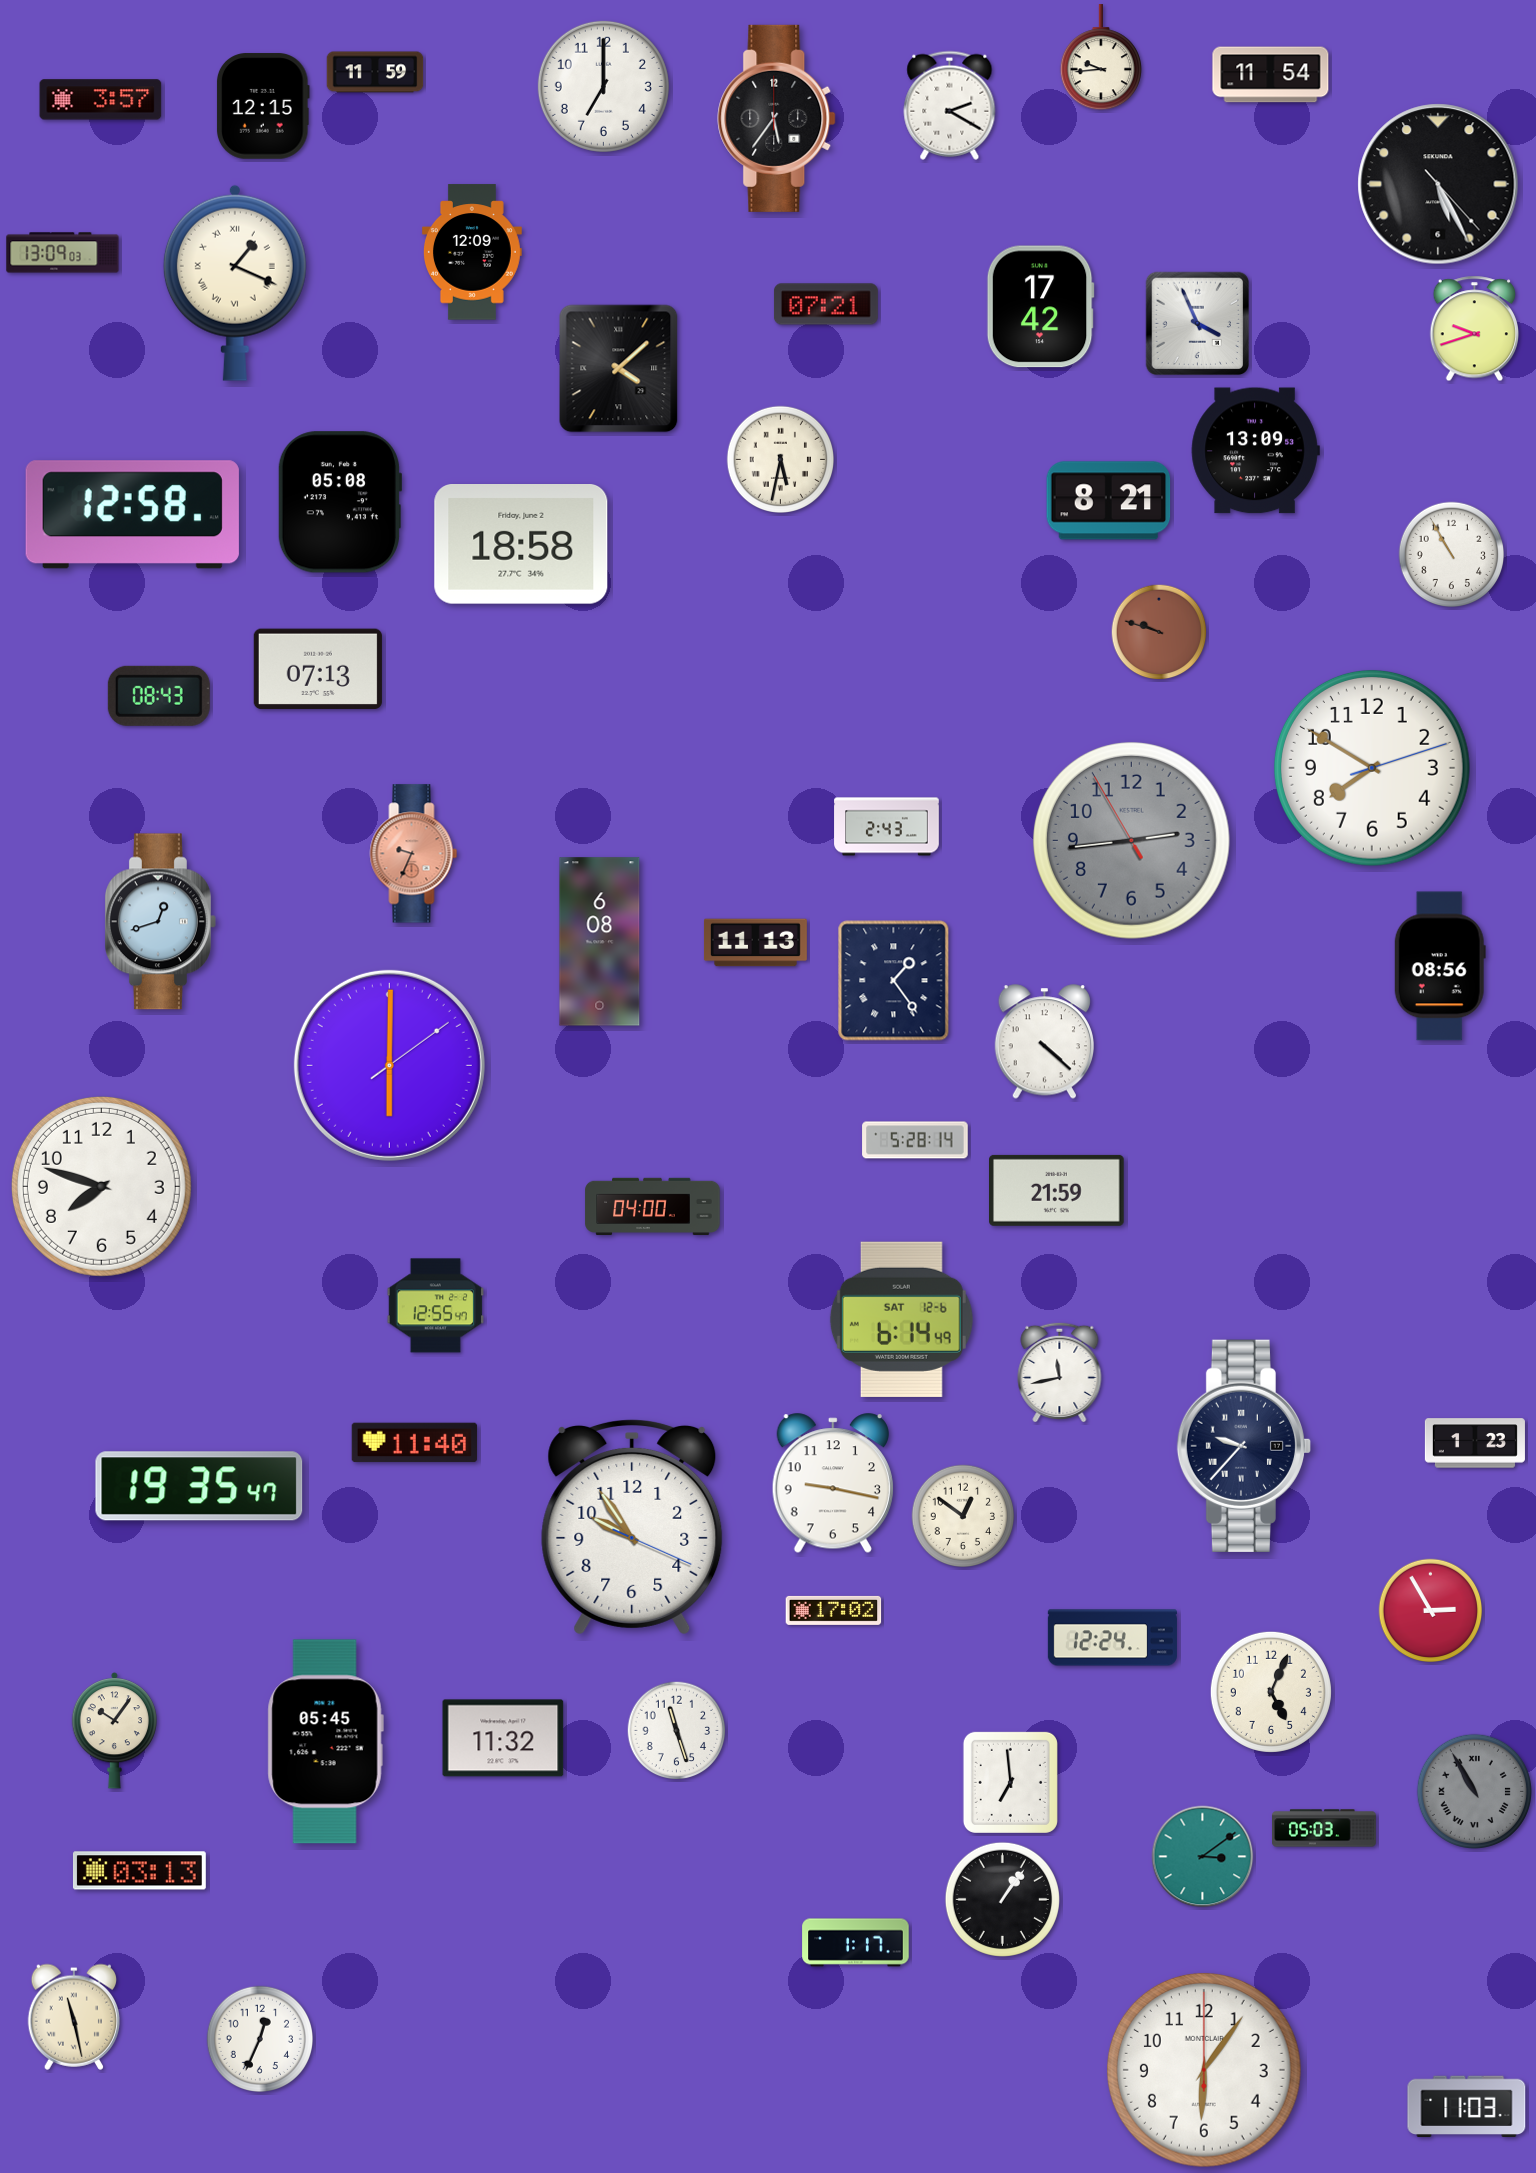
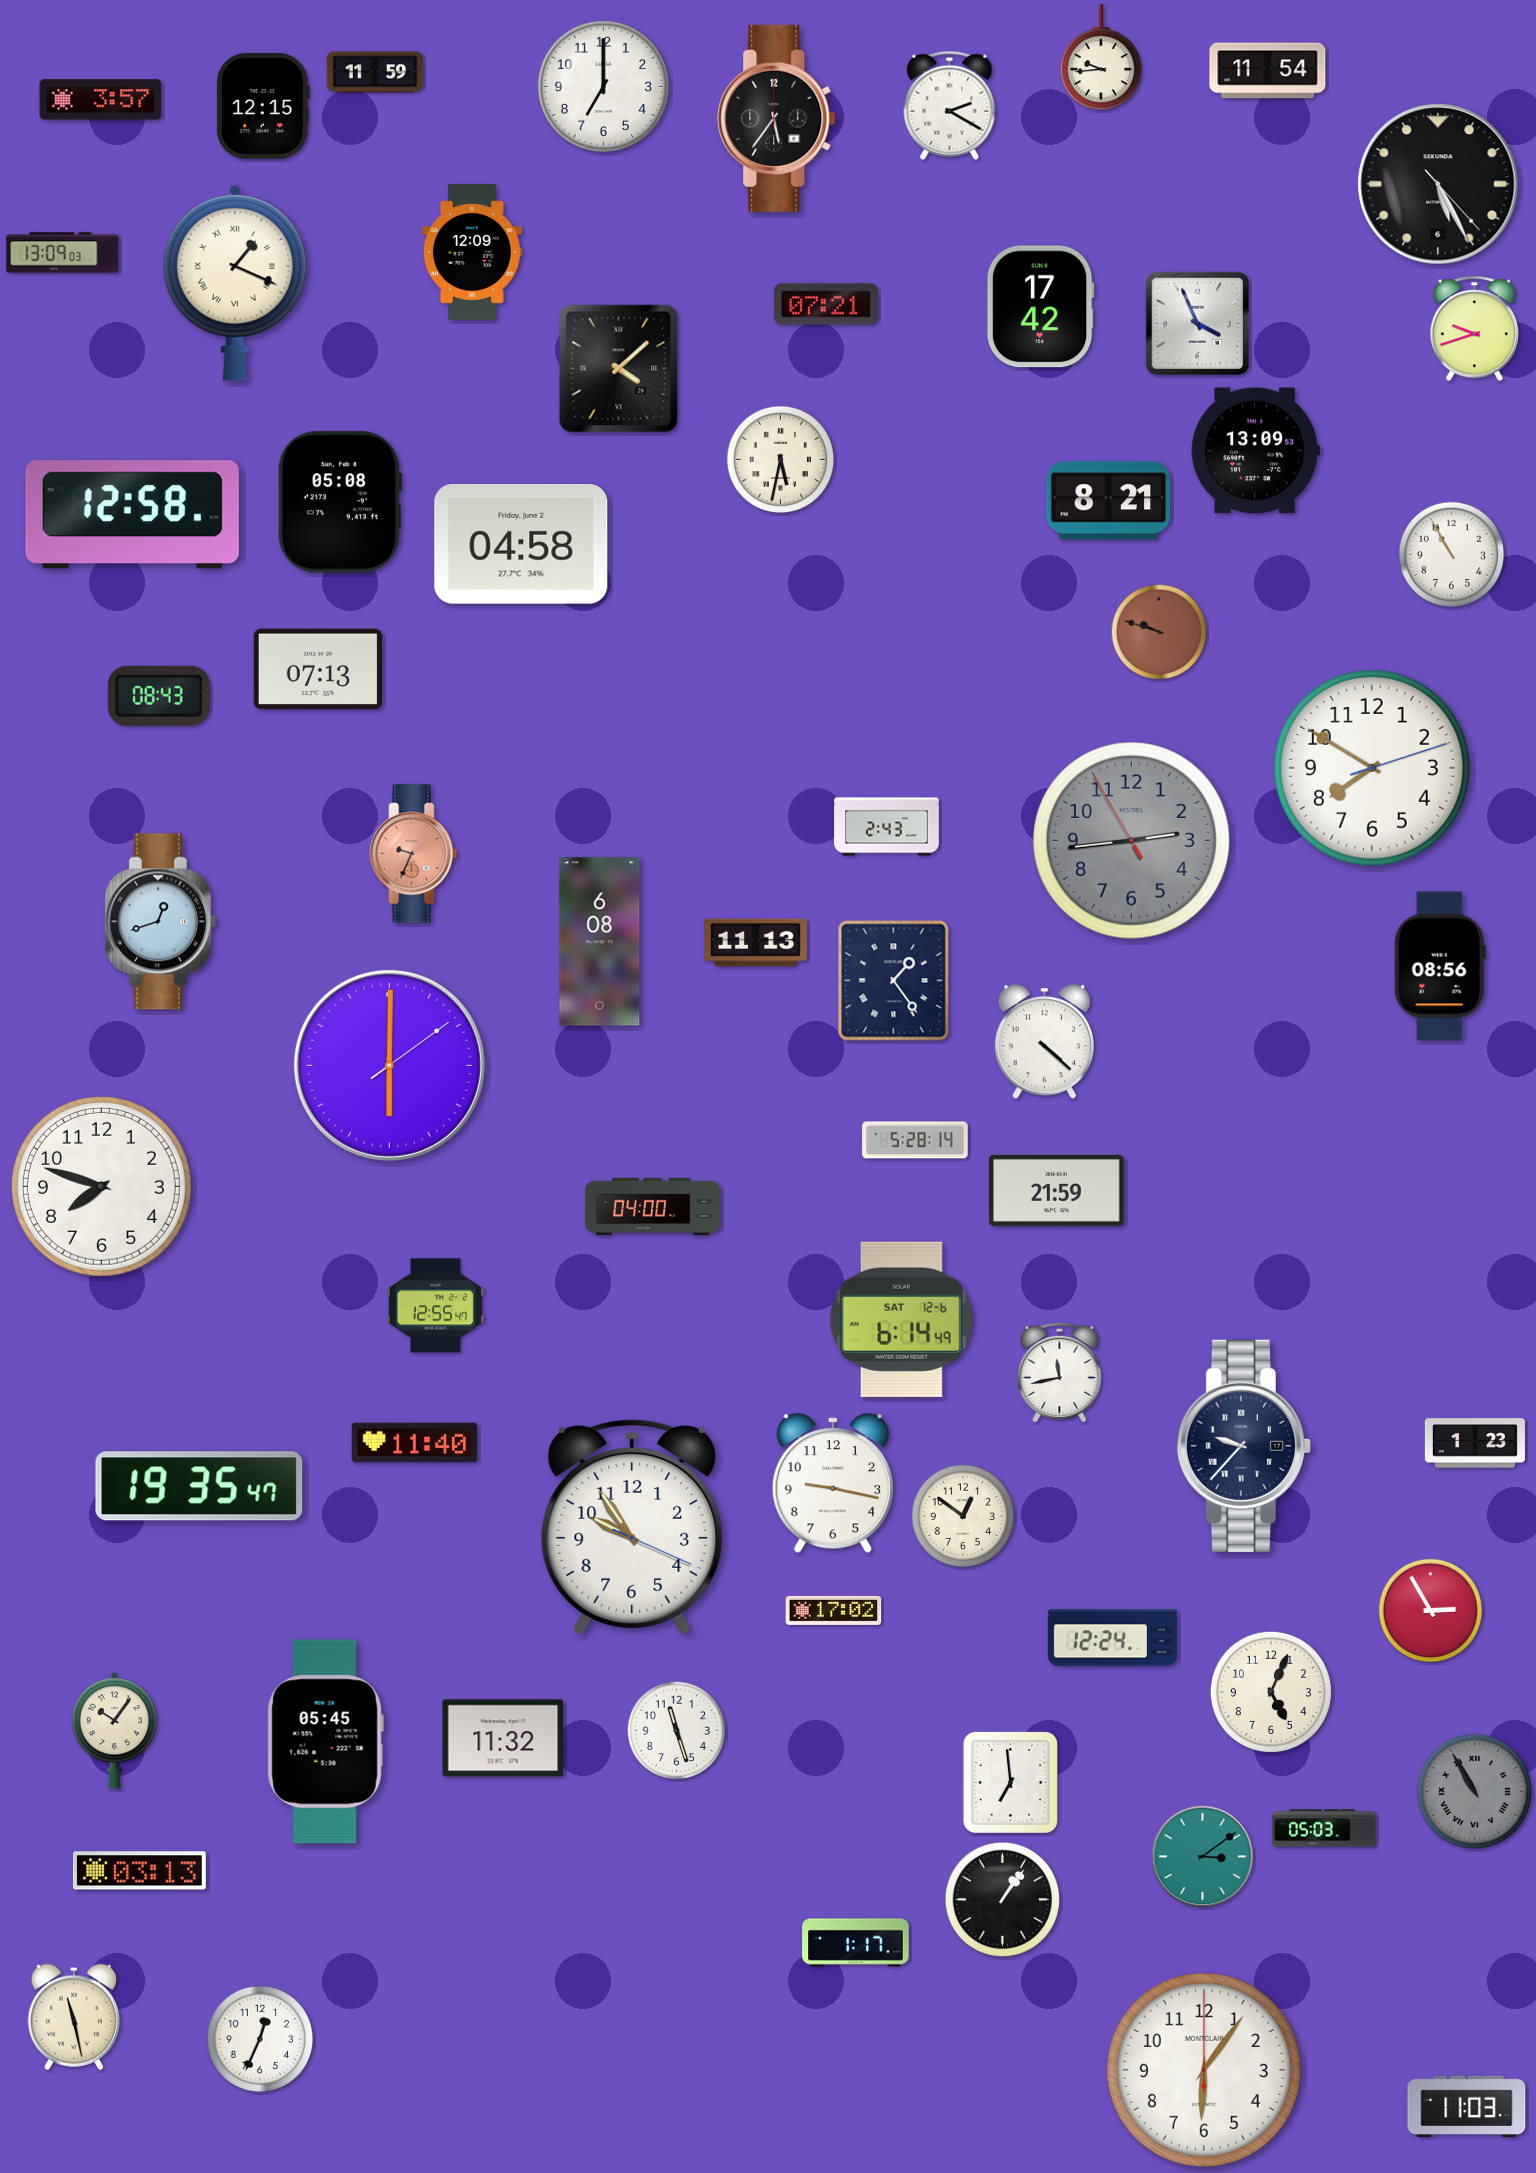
clock at (1271, 75) position: (1271, 75) -> (1268, 71)
clock at (521, 545): 18:58 -> 04:58
